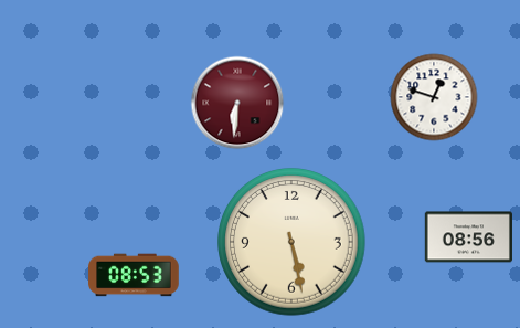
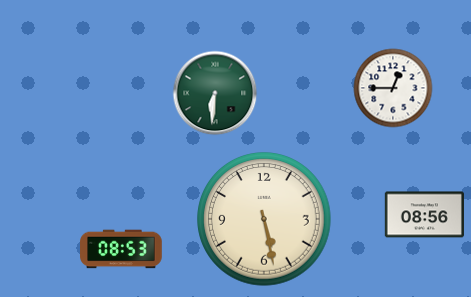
clock at (434, 97): 12:48 -> 12:45
clock at (237, 103) dial: burgundy -> green
